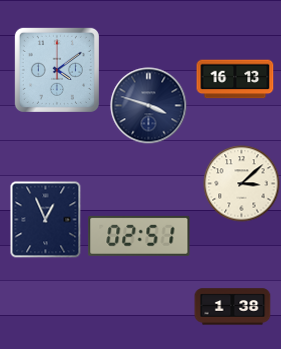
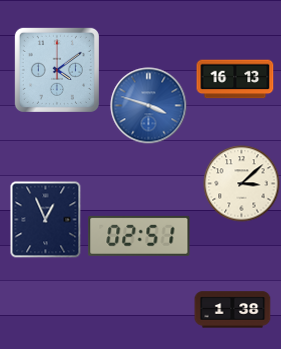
clock at (149, 106) dial: navy -> blue
clock at (233, 307) position: (233, 307) -> (233, 310)
